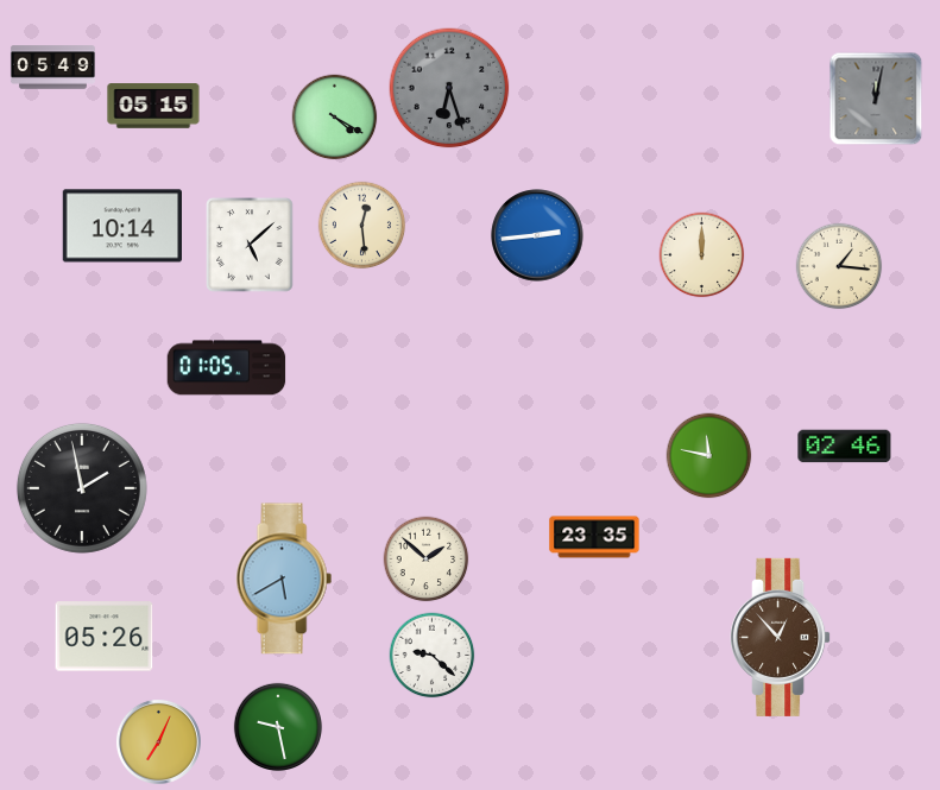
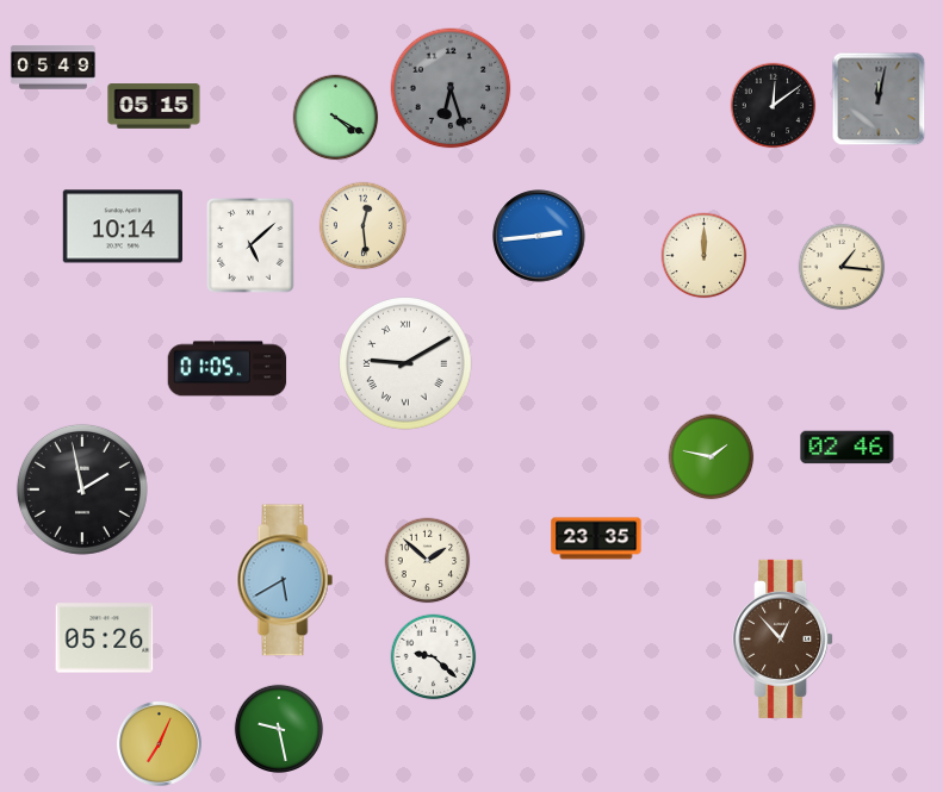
clock at (774, 106): none -> 12:09
clock at (407, 364): none -> 9:10
clock at (709, 456): 11:47 -> 1:47
